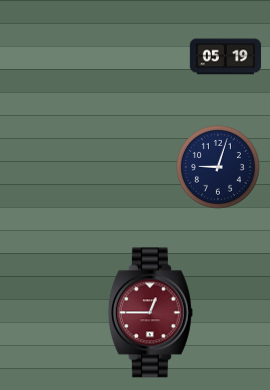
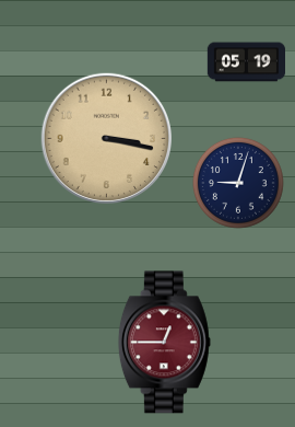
clock at (106, 138): none -> 3:17
